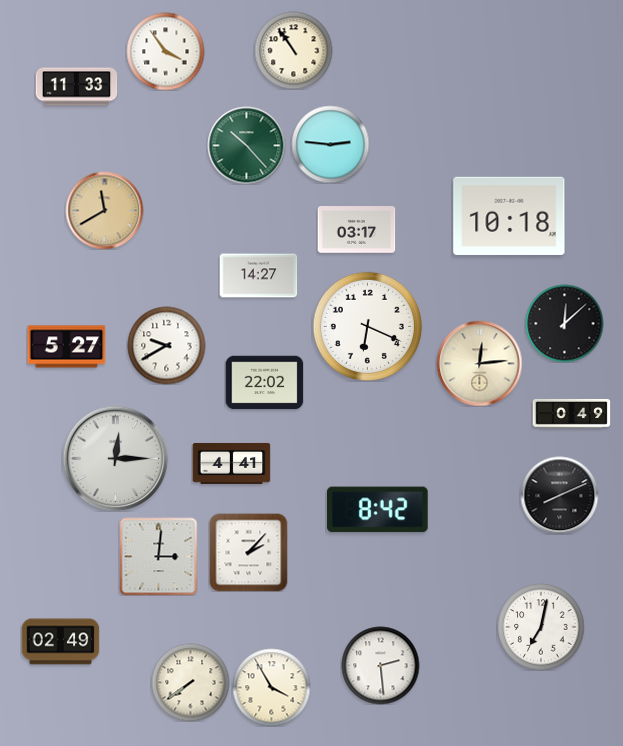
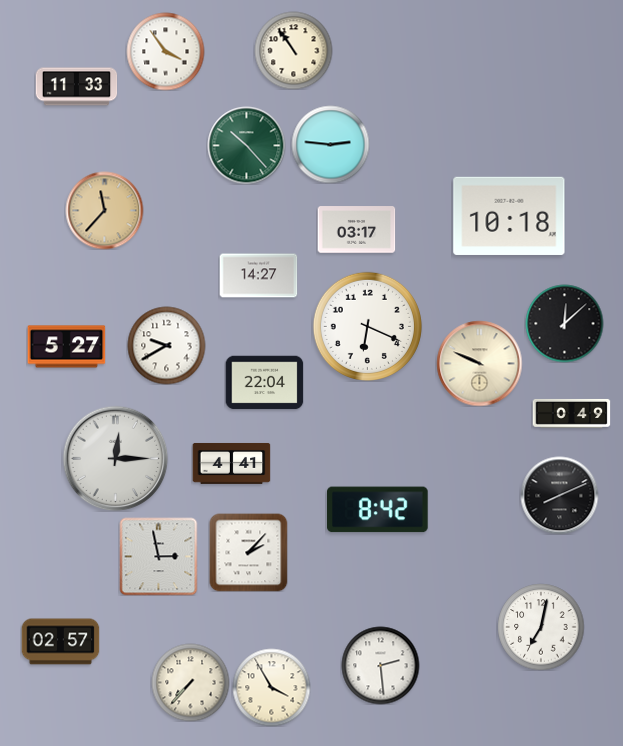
clock at (104, 210): 11:40 -> 11:37
clock at (479, 363): 12:14 -> 9:49
clock at (264, 383): 22:02 -> 22:04
clock at (158, 556): 3:01 -> 2:58
clock at (60, 642): 02:49 -> 02:57
clock at (190, 682): 7:39 -> 7:37
